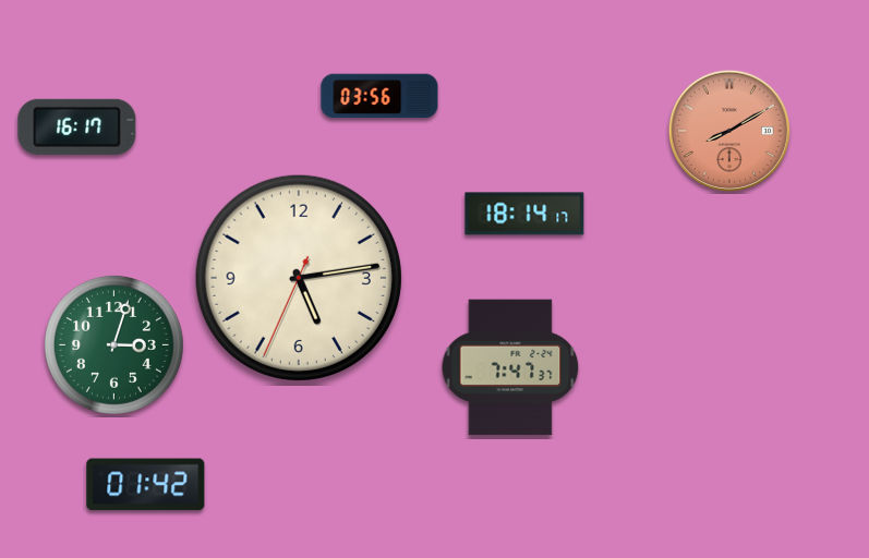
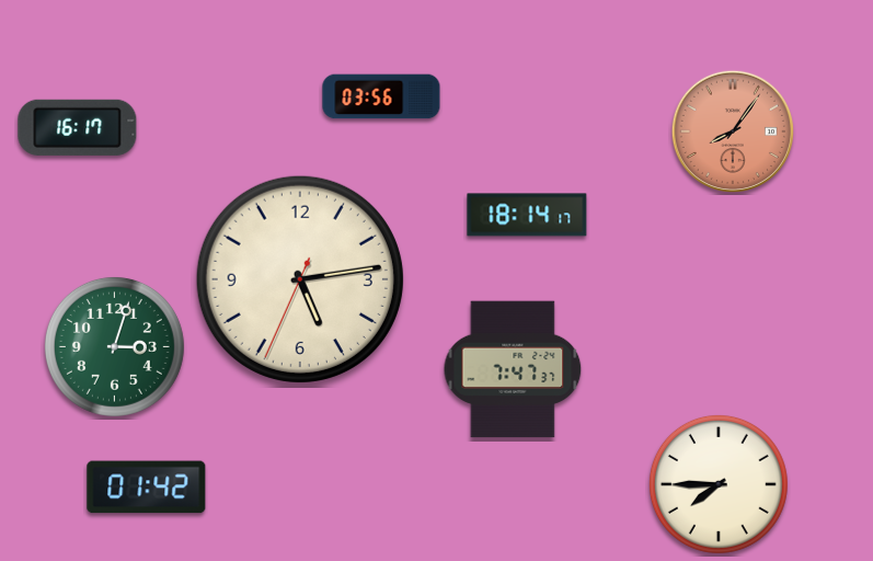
clock at (728, 130): 8:10 -> 8:06
clock at (719, 484): none -> 7:45
